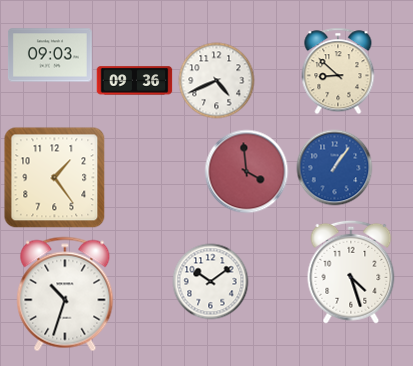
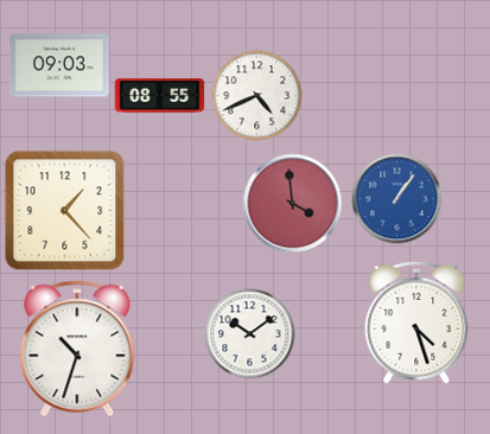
clock at (338, 71): 8:52 -> none
clock at (135, 81): 09:36 -> 08:55
clock at (55, 178): 1:24 -> 1:23
